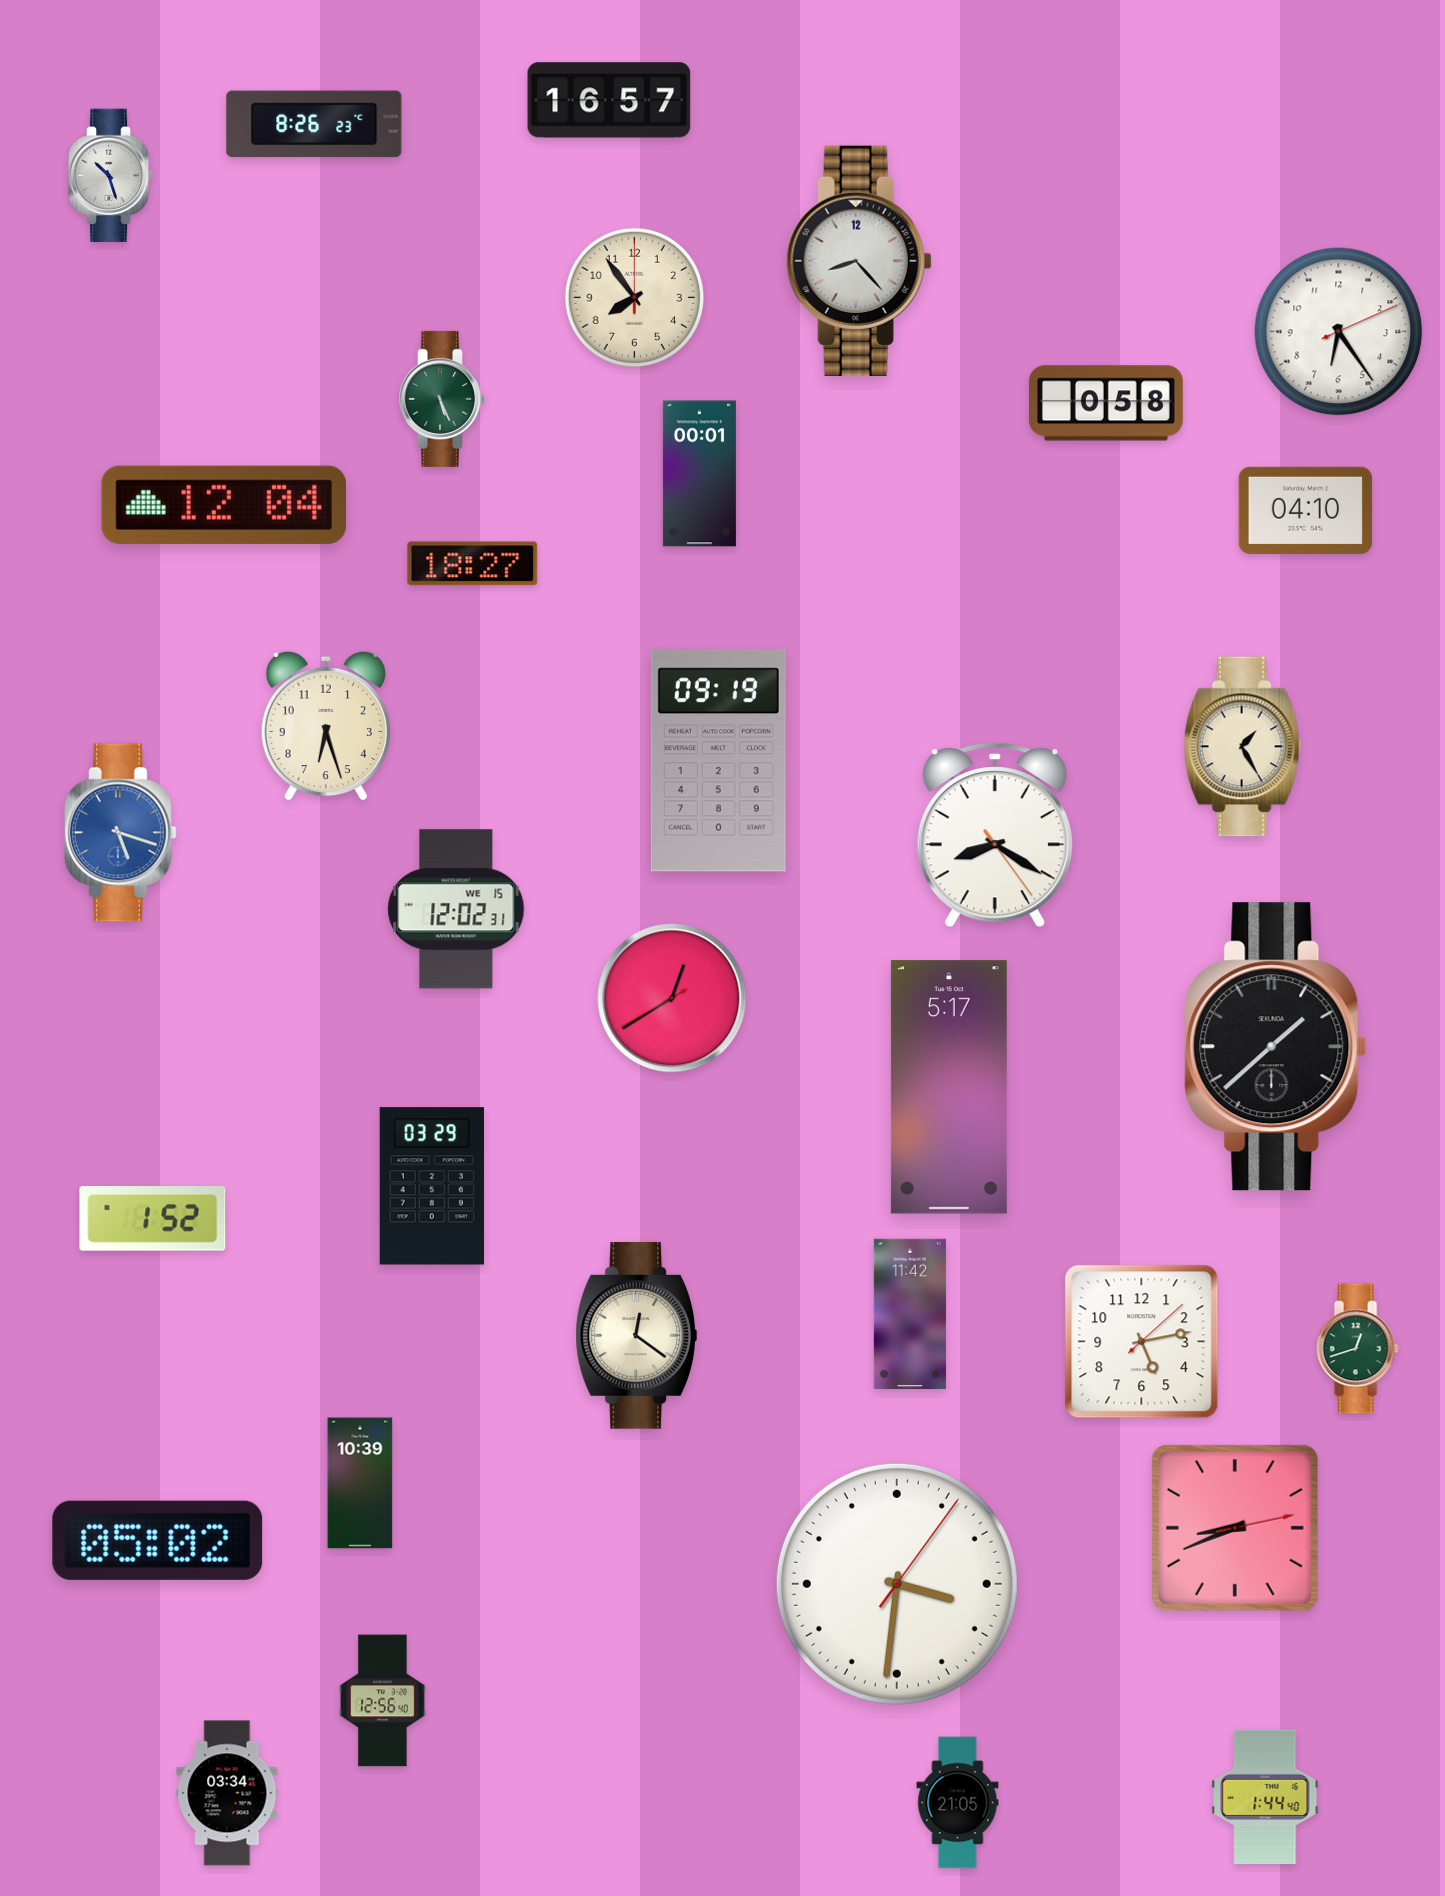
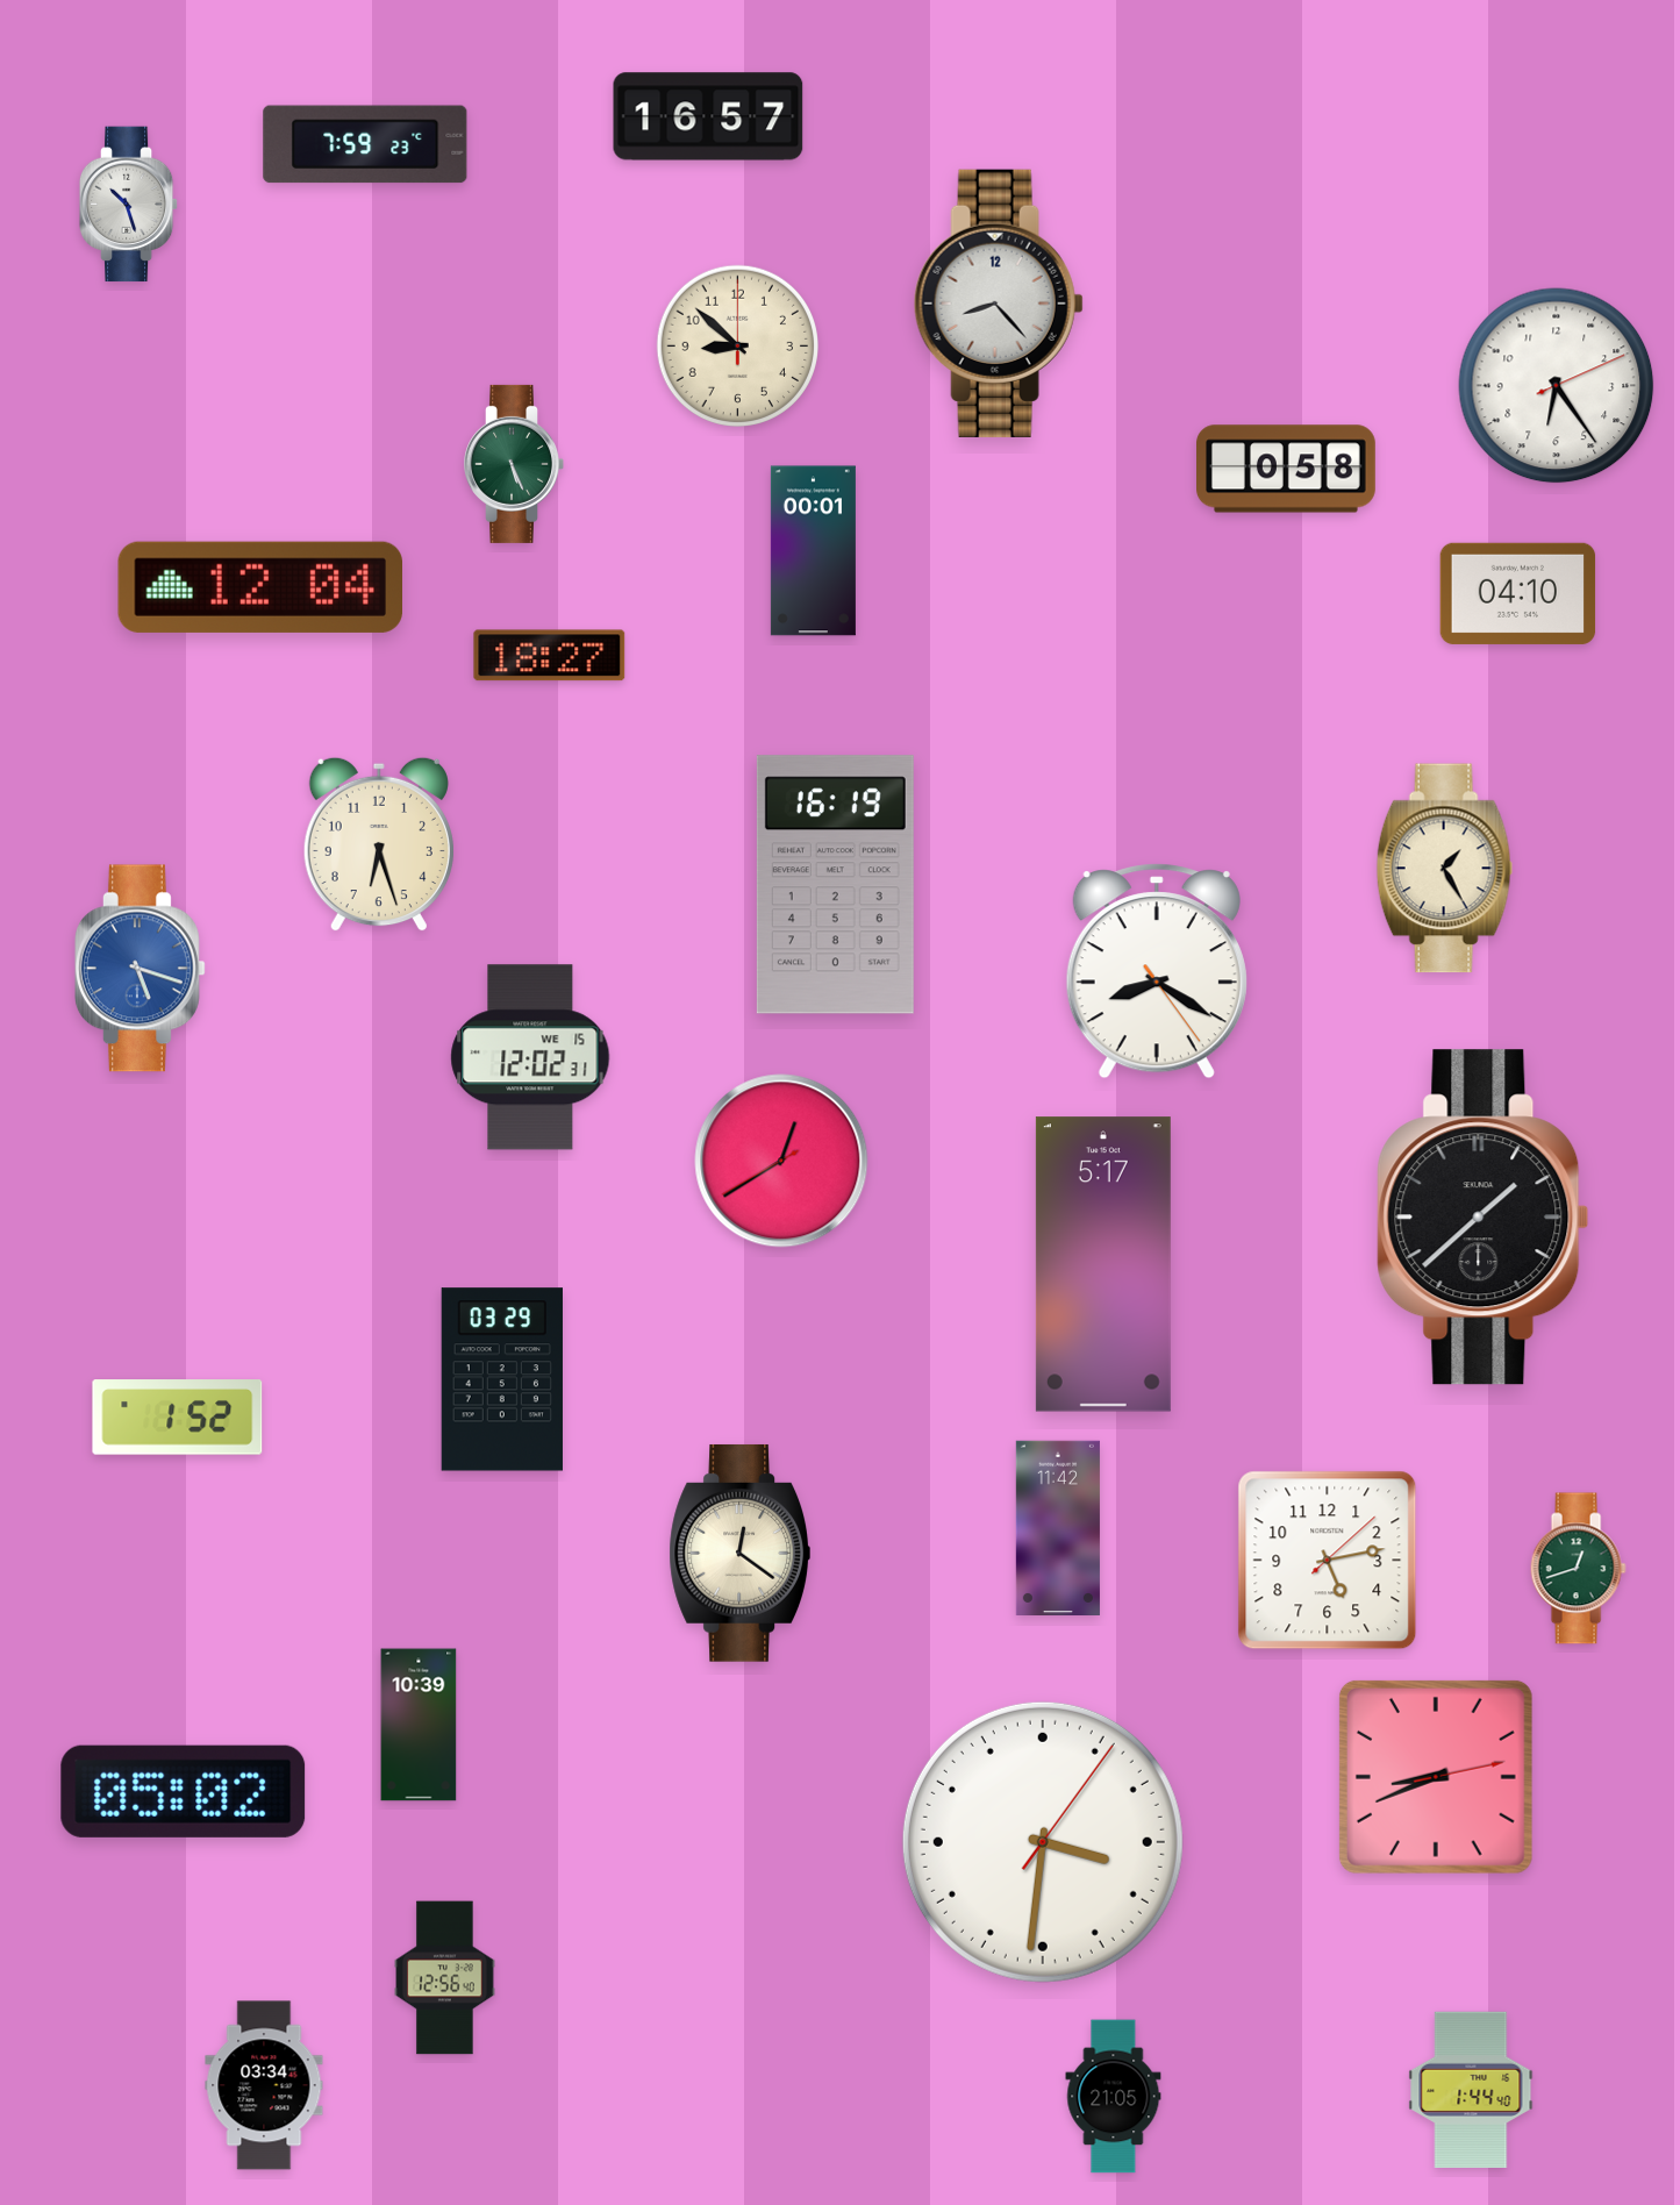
clock at (314, 124): 8:26 -> 7:59
clock at (634, 297): 7:54 -> 8:52
clock at (718, 761): 09:19 -> 16:19
